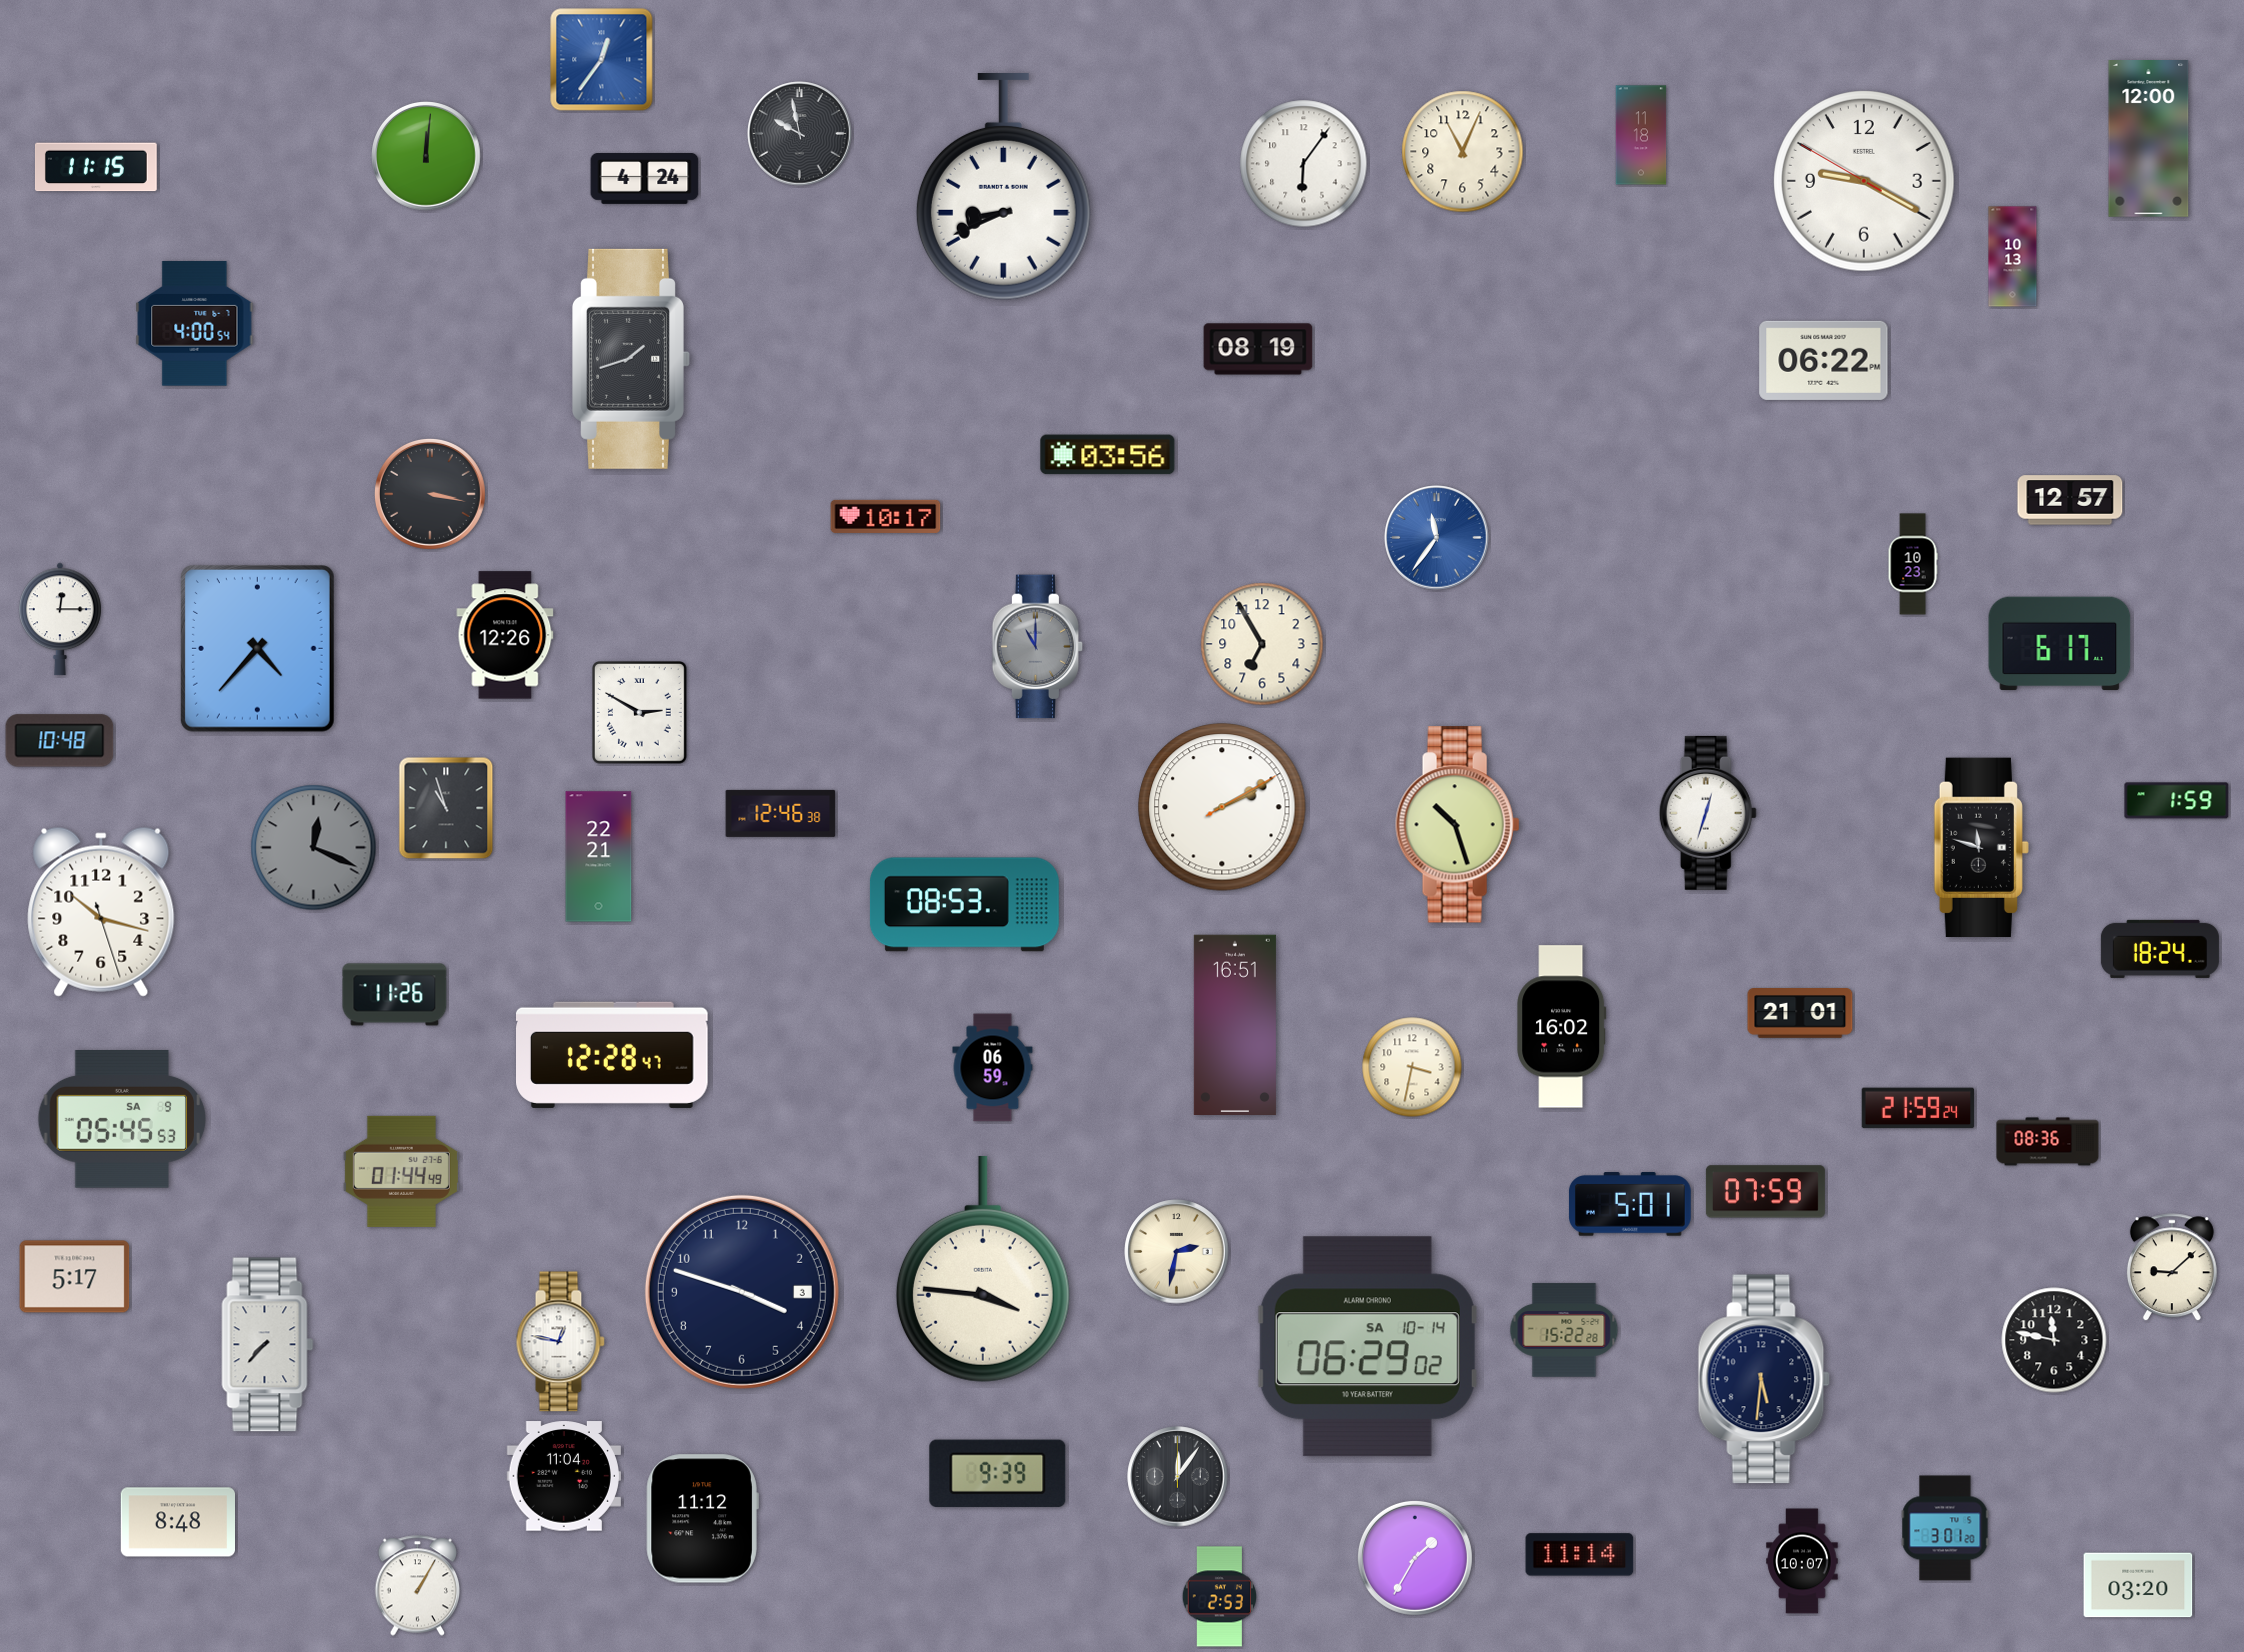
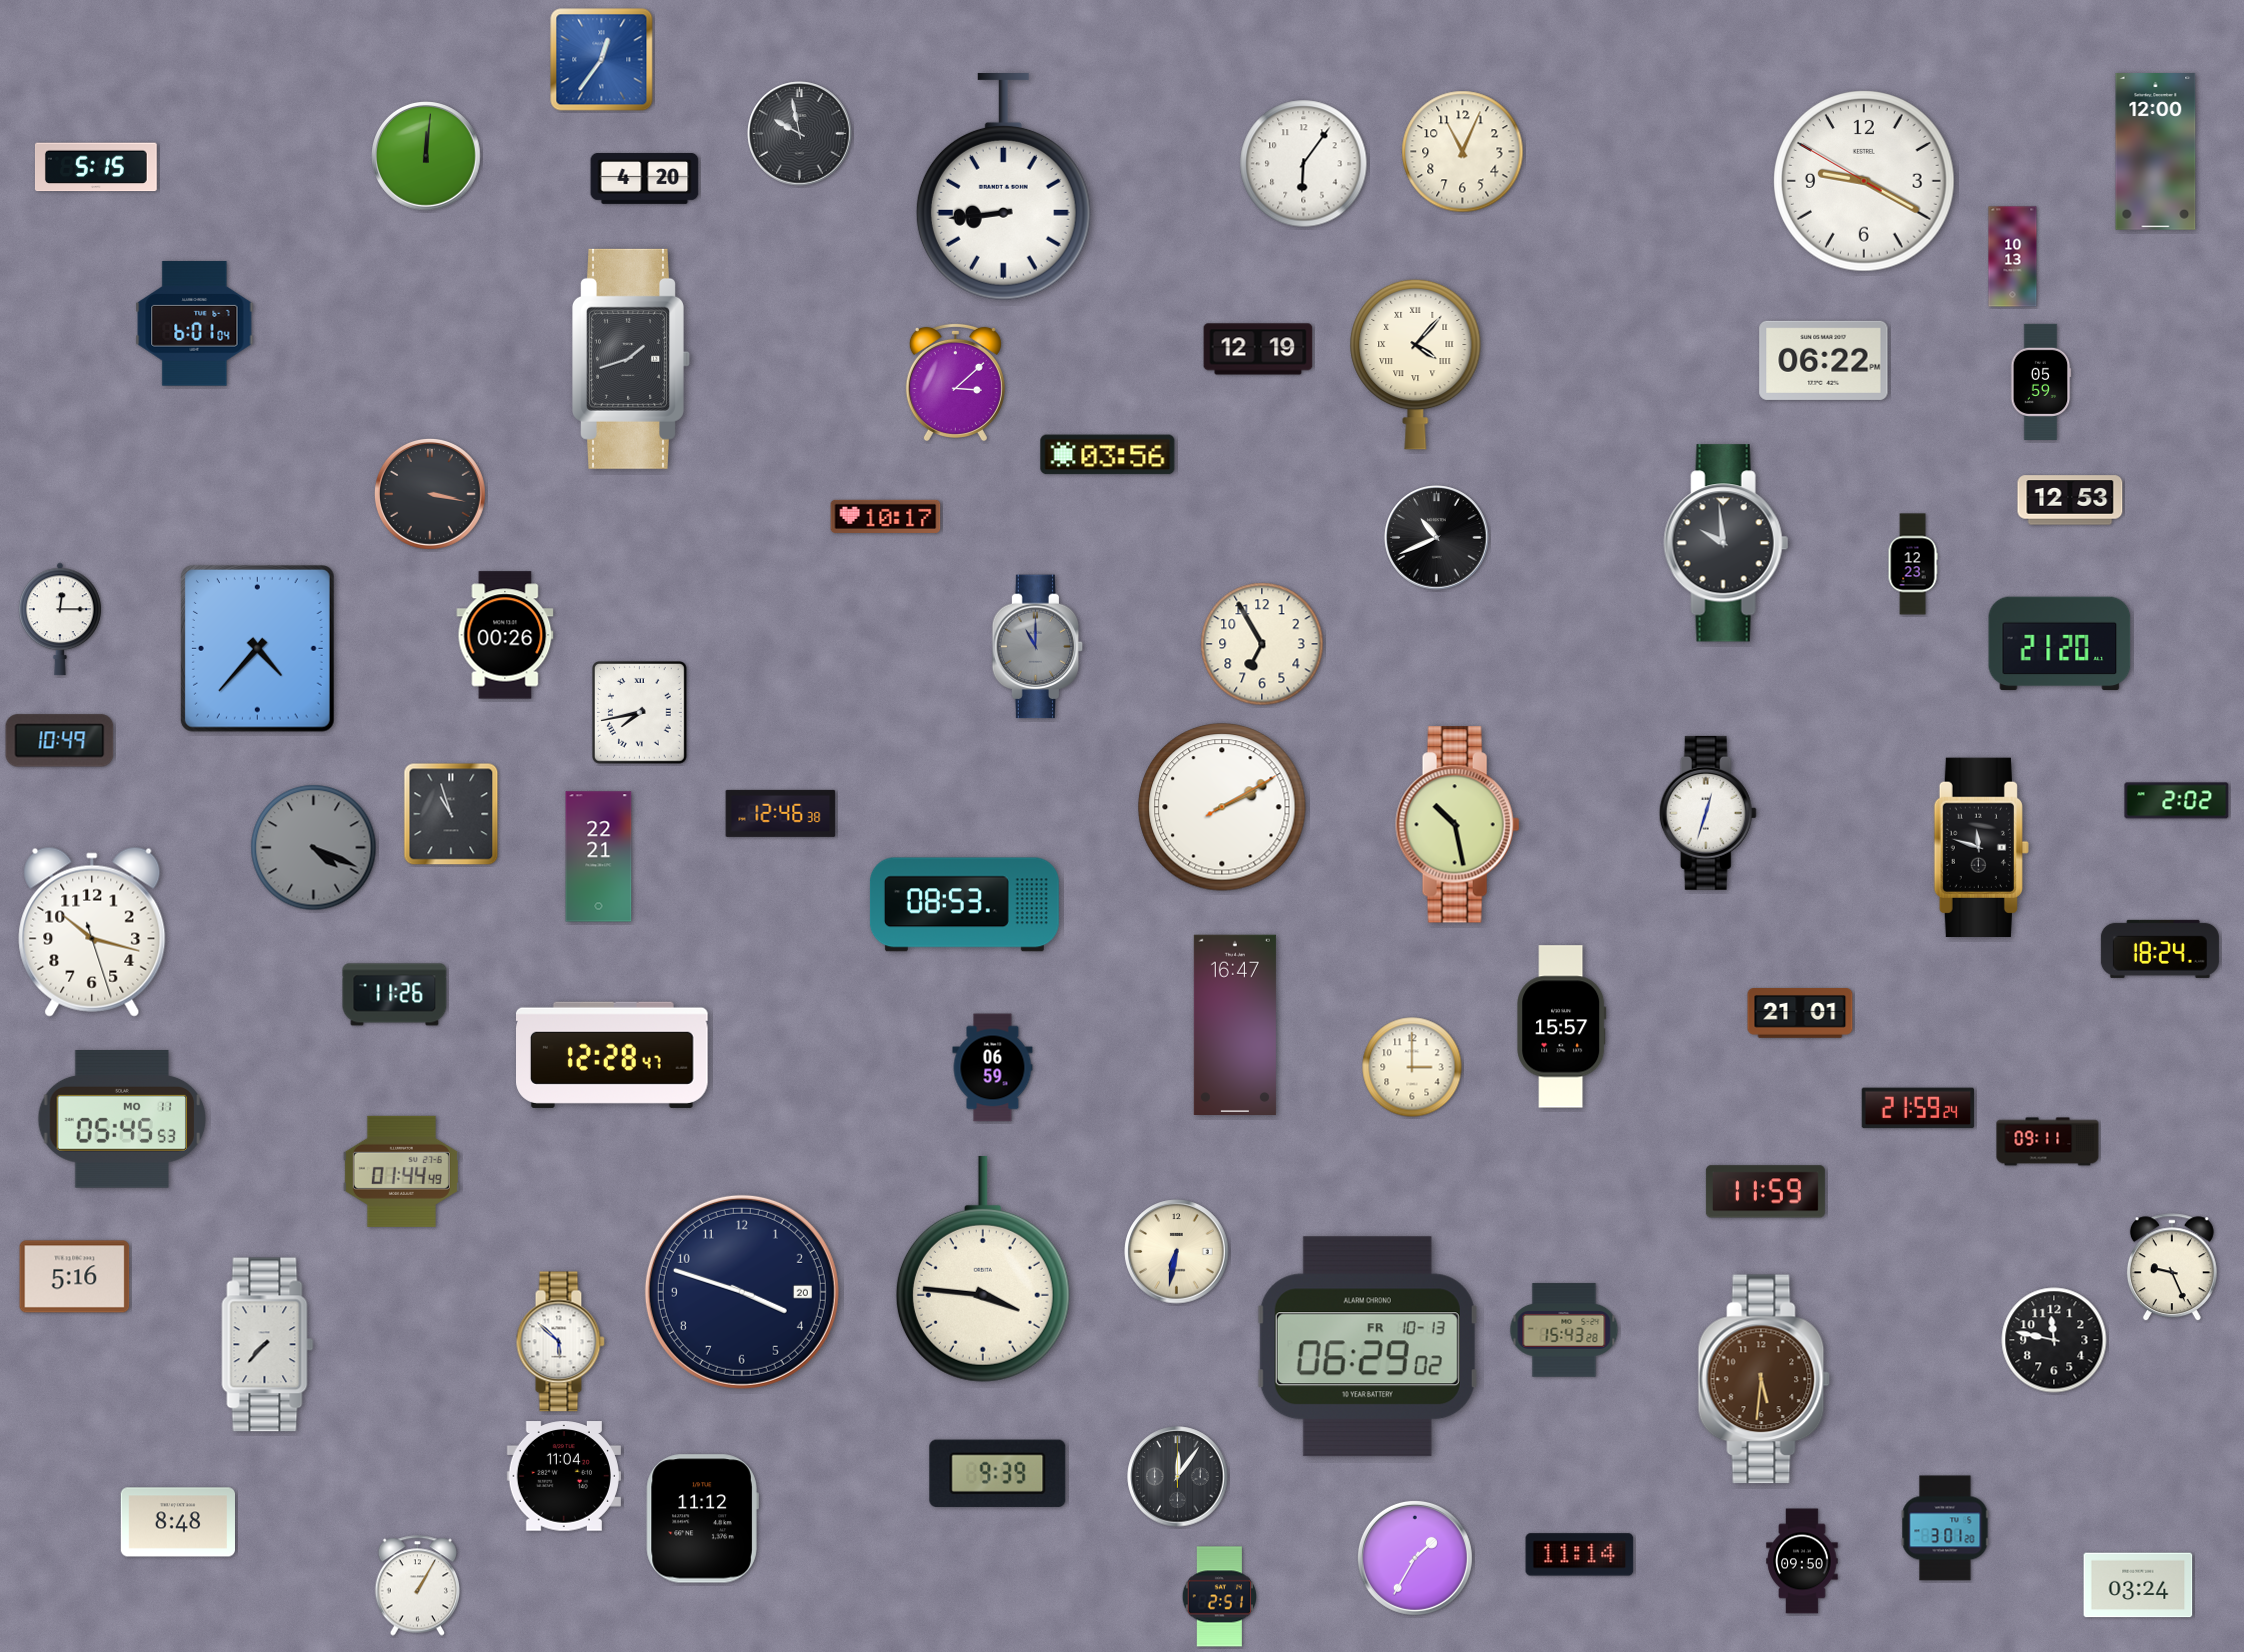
clock at (1641, 135): 11:18 -> none
clock at (2149, 139) position: (2149, 139) -> (2156, 152)
clock at (96, 167): 11:15 -> 5:15
clock at (645, 179): 4:24 -> 4:20
clock at (1003, 187): 8:41 -> 8:44
clock at (195, 324): 4:00 -> 6:01
clock at (1258, 349): 08:19 -> 12:19
clock at (1416, 364): none -> 4:07
clock at (955, 382): none -> 3:08
clock at (2041, 382): none -> 05:59
clock at (2070, 500): 12:57 -> 12:53
clock at (1437, 538): 11:36 -> 10:41
clock at (1437, 538) dial: blue -> black
clock at (1726, 543): none -> 9:59
clock at (1913, 564): 10:23 -> 12:23
clock at (505, 635): 12:26 -> 00:26
clock at (2060, 644): 6:17 -> 21:20
clock at (640, 713): 2:50 -> 7:43
clock at (60, 741): 10:48 -> 10:49
clock at (2177, 801): 1:59 -> 2:02
clock at (446, 808) position: (446, 808) -> (451, 814)
clock at (1458, 825): 10:27 -> 10:28
clock at (314, 848): 12:19 -> 4:19
clock at (101, 912) position: (101, 912) -> (92, 932)
clock at (1235, 1024): 16:51 -> 16:47
clock at (1562, 1027): 16:02 -> 15:57
clock at (1412, 1067): 3:32 -> 3:00
clock at (122, 1120) date: SA 9 -> MO 11
clock at (2048, 1142): 08:36 -> 09:11
clock at (1765, 1192): 07:59 -> 11:59
clock at (1630, 1204): 5:01 -> none
clock at (1177, 1252): 2:32 -> 6:32
clock at (2172, 1268): 9:08 -> 9:26
clock at (75, 1277): 5:17 -> 5:16
clock at (742, 1292) date: 3 -> 20
clock at (1564, 1330): 15:22 -> 15:43
clock at (560, 1342): 12:47 -> 5:52
clock at (1367, 1347) date: SA 10-14 -> FR 10-13
clock at (1764, 1379) dial: navy -> brown
clock at (1802, 1561): 10:07 -> 09:50
clock at (2138, 1585): 03:20 -> 03:24
clock at (1219, 1597): 2:53 -> 2:51
